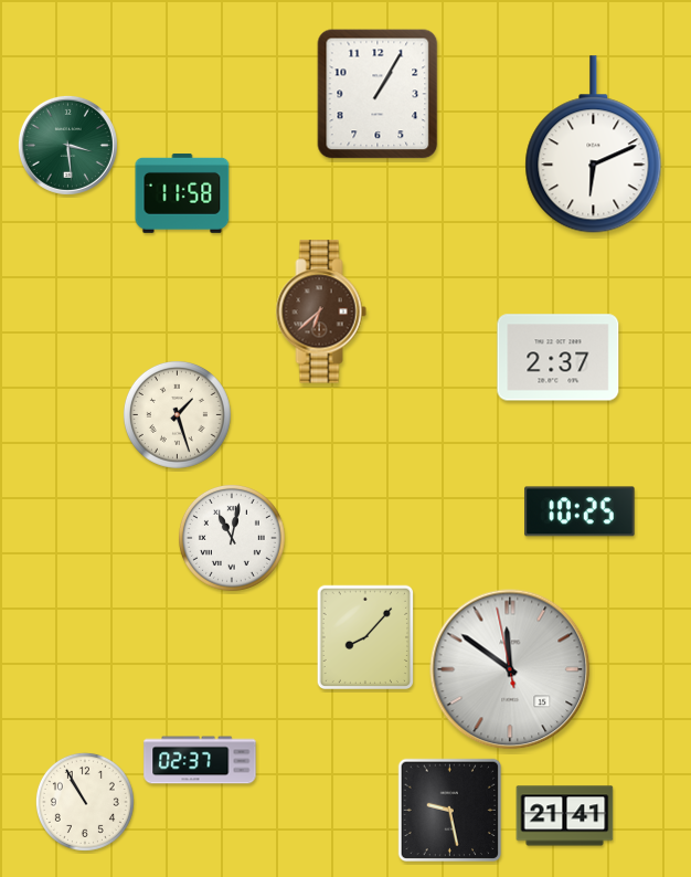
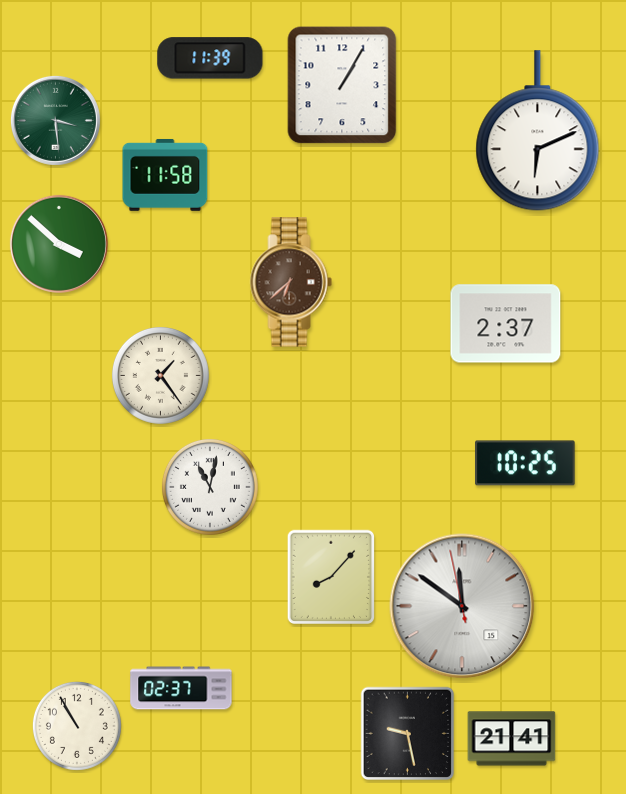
clock at (210, 58): none -> 11:39
clock at (67, 145) position: (67, 145) -> (55, 120)
clock at (59, 244): none -> 3:52
clock at (177, 414): 1:27 -> 1:24
